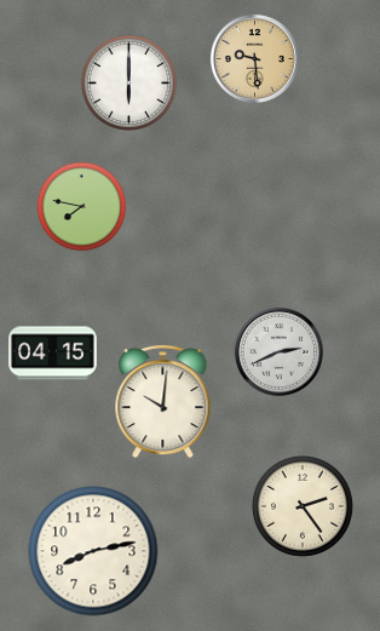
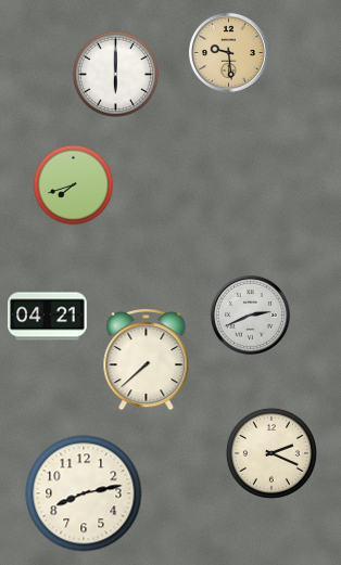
clock at (82, 207): 7:47 -> 7:42
clock at (53, 354): 04:15 -> 04:21
clock at (163, 402): 10:01 -> 7:38
clock at (303, 506): 2:24 -> 2:19
